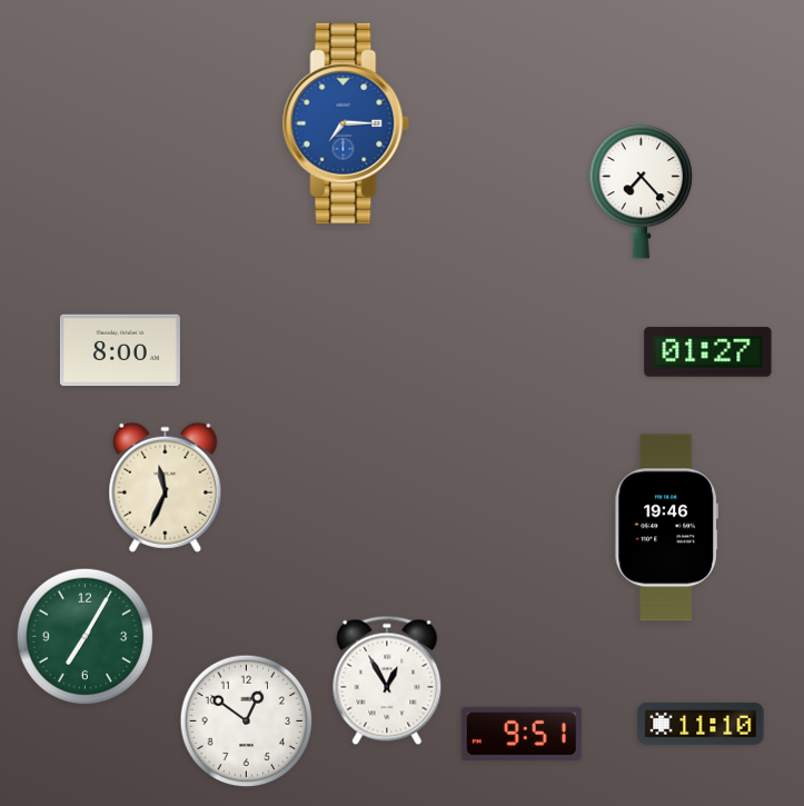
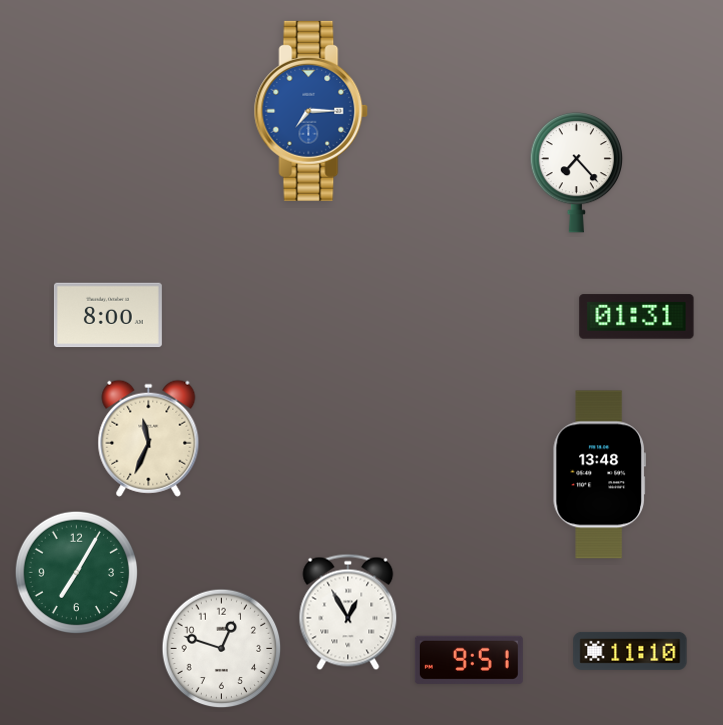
clock at (708, 352): 01:27 -> 01:31
clock at (666, 528): 19:46 -> 13:48
clock at (247, 722): 12:51 -> 12:48
